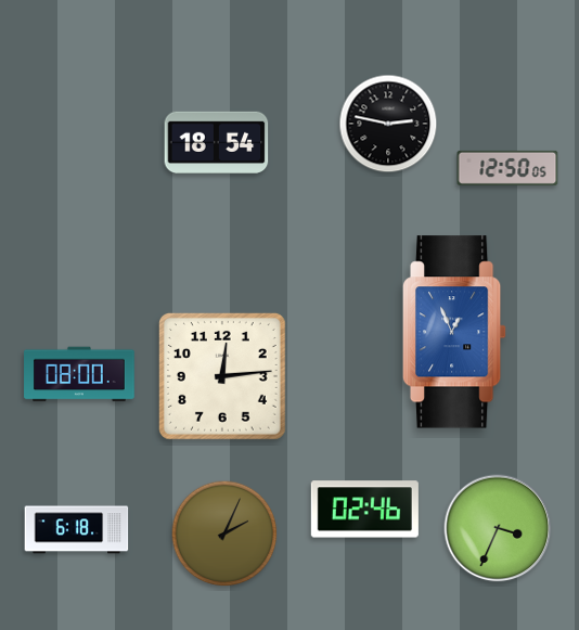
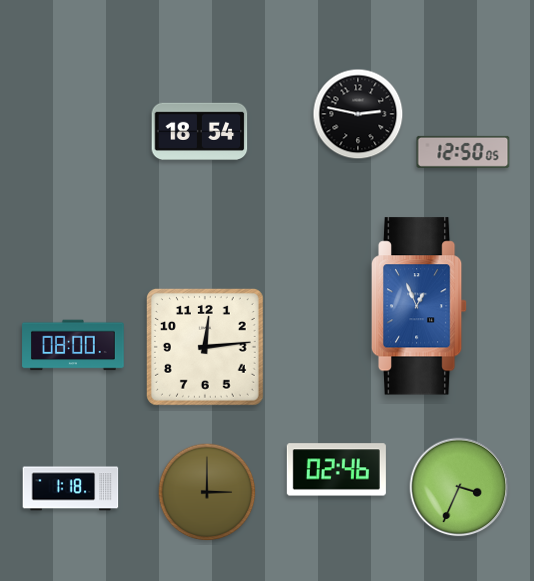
clock at (507, 168) position: (507, 168) -> (463, 152)
clock at (77, 530): 6:18 -> 1:18
clock at (224, 533): 2:04 -> 3:00
